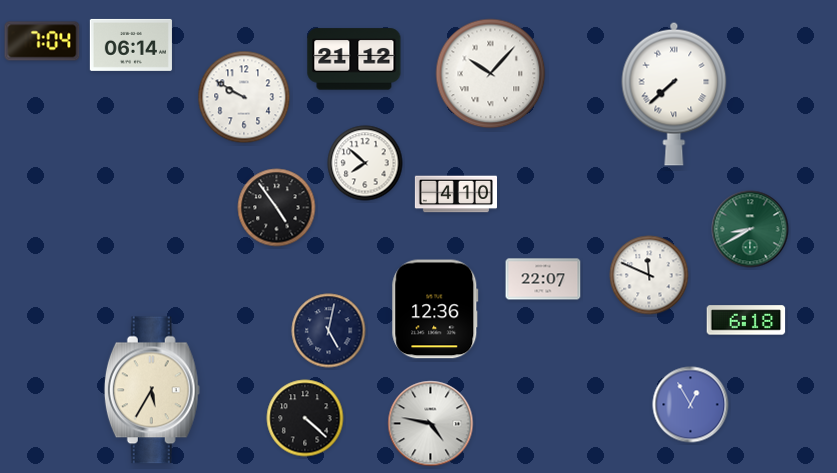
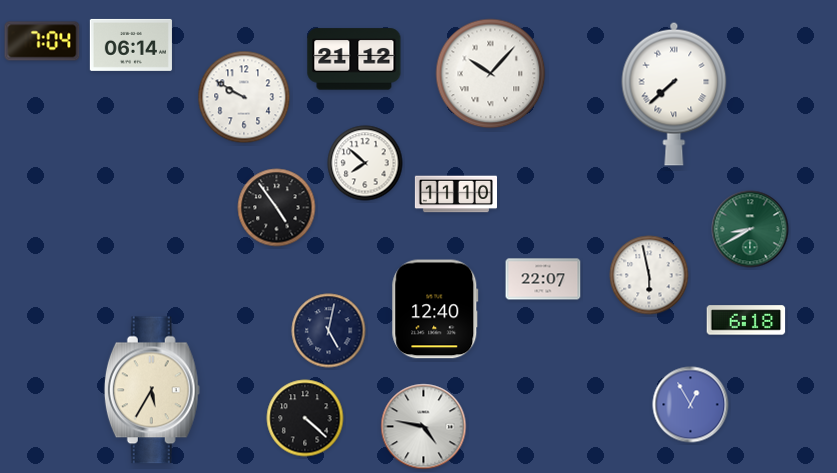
clock at (455, 194): 4:10 -> 11:10
clock at (649, 275): 11:49 -> 5:58
clock at (435, 309): 12:36 -> 12:40
clock at (431, 424) position: (431, 424) -> (424, 427)
